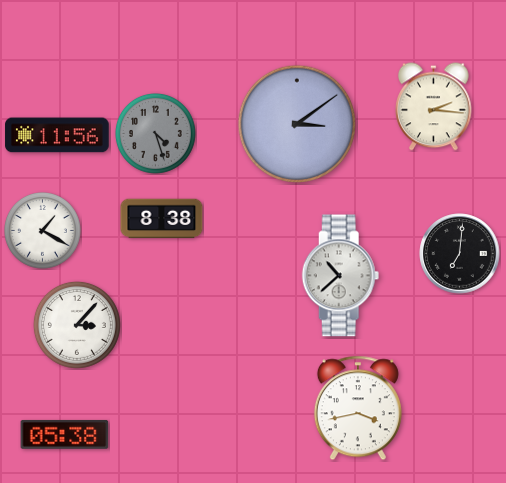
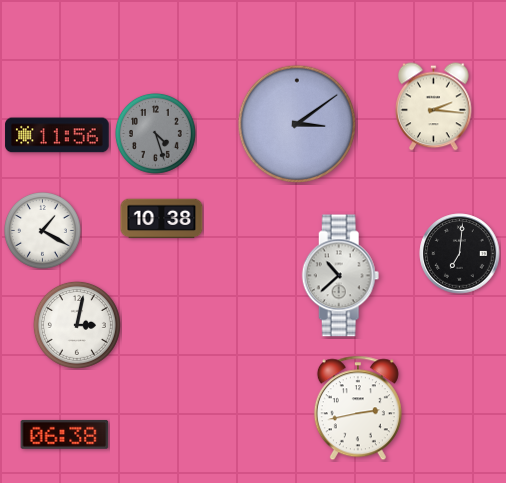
clock at (162, 219): 8:38 -> 10:38
clock at (77, 325): 3:07 -> 3:02
clock at (358, 408): 3:43 -> 2:43
clock at (65, 434): 05:38 -> 06:38
